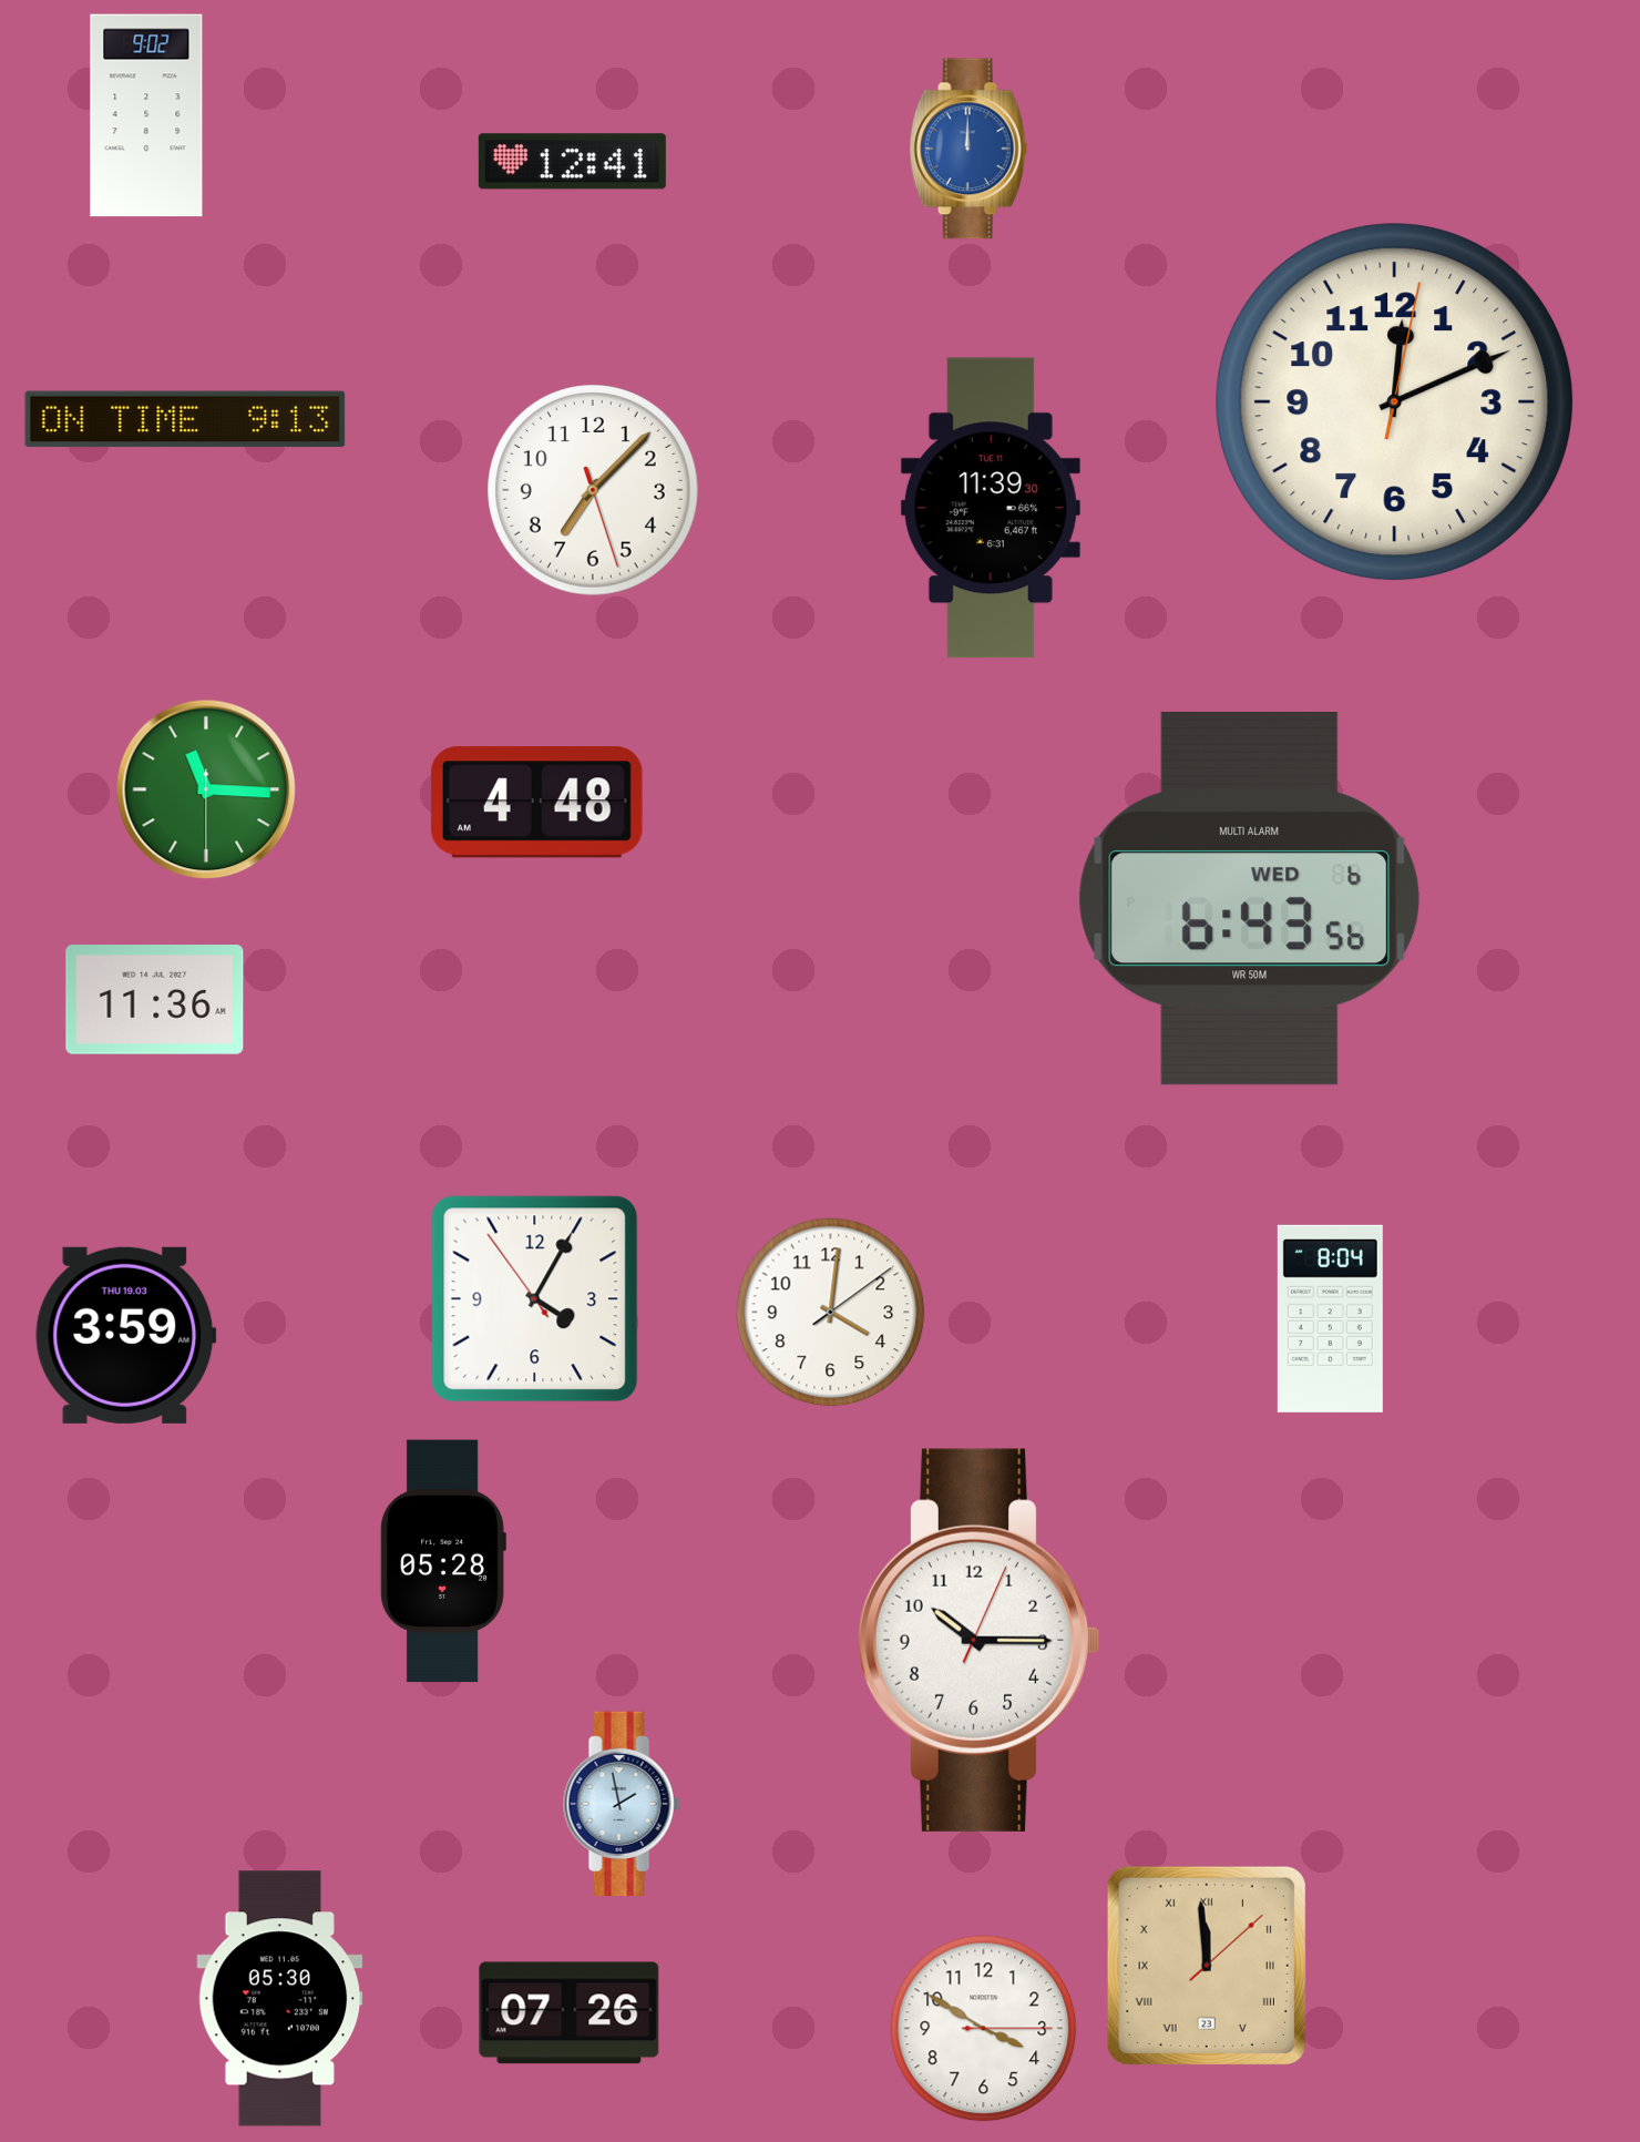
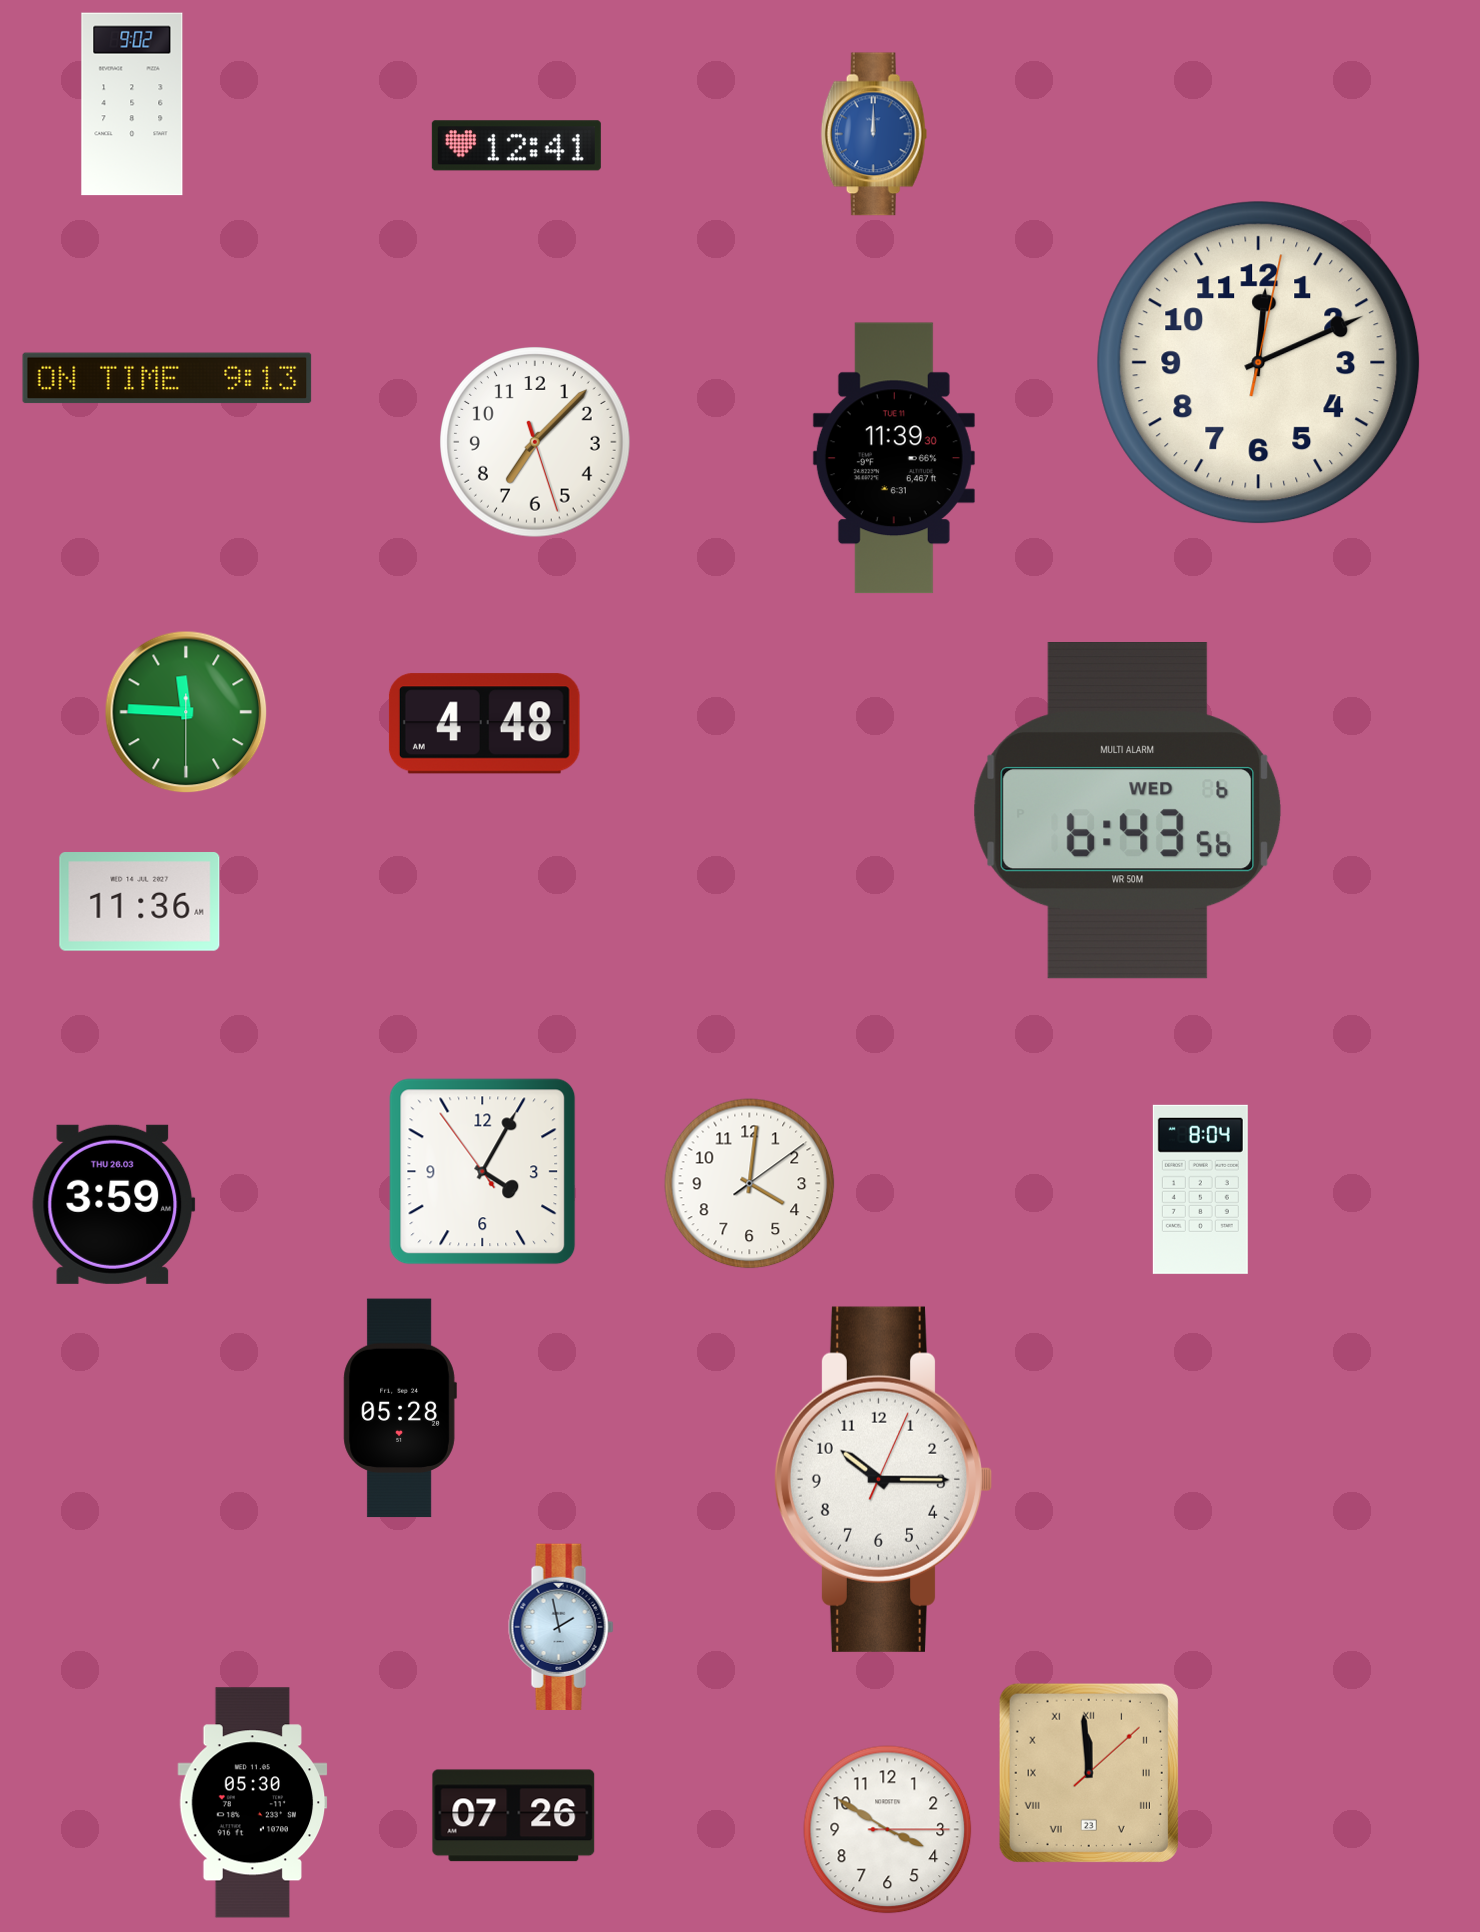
clock at (206, 789): 11:15 -> 11:45
clock at (126, 1335) date: THU 19.03 -> THU 26.03
